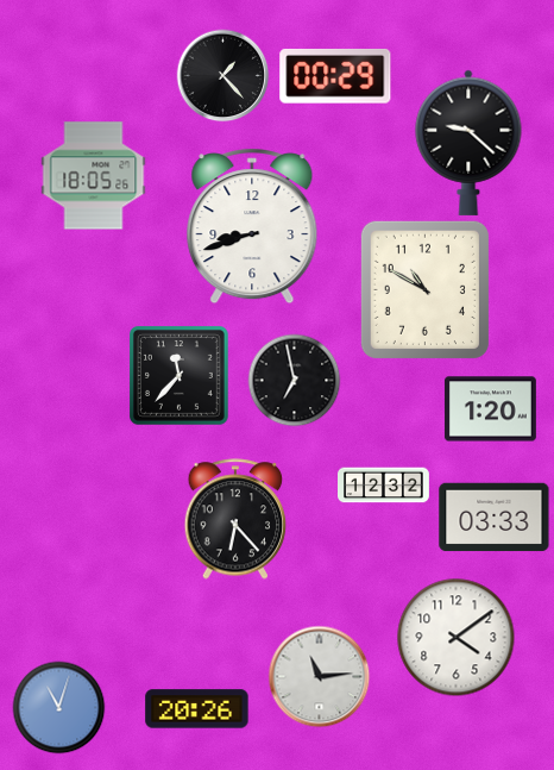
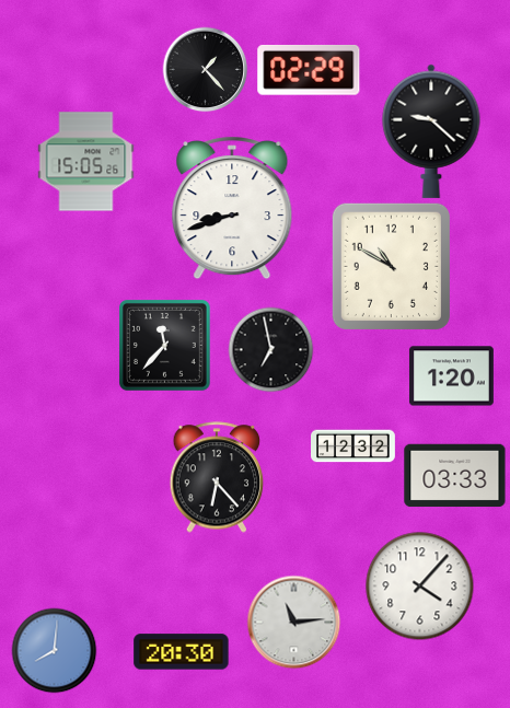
clock at (335, 76): 00:29 -> 02:29
clock at (94, 176): 18:05 -> 15:05
clock at (457, 638): 4:09 -> 4:07
clock at (58, 707): 11:03 -> 8:01
clock at (197, 709): 20:26 -> 20:30
